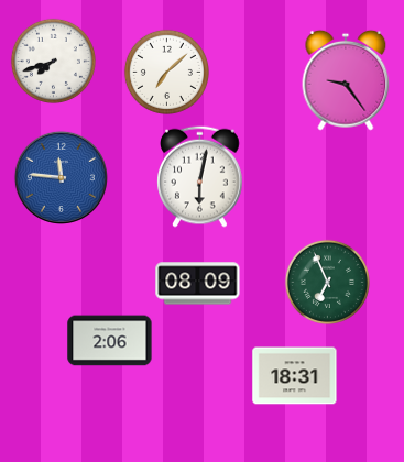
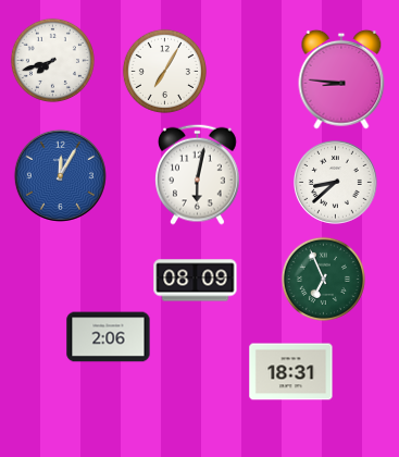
clock at (166, 71): 7:08 -> 7:05
clock at (346, 80): 9:24 -> 8:46
clock at (61, 177): 11:46 -> 12:05
clock at (336, 183): none -> 8:38
